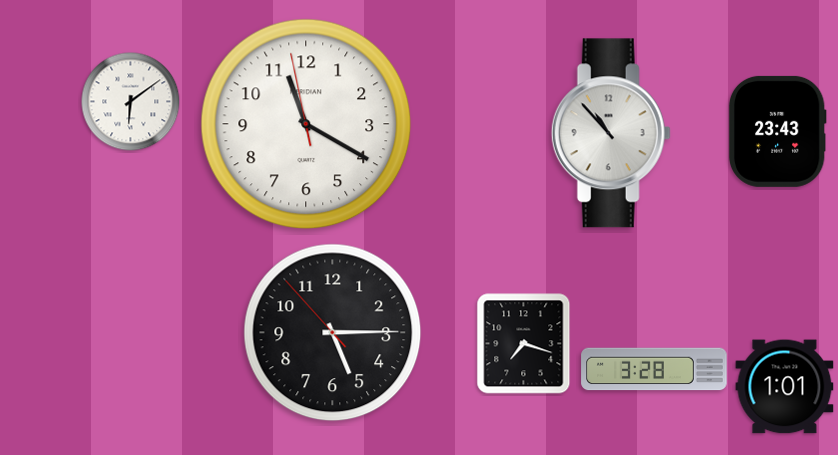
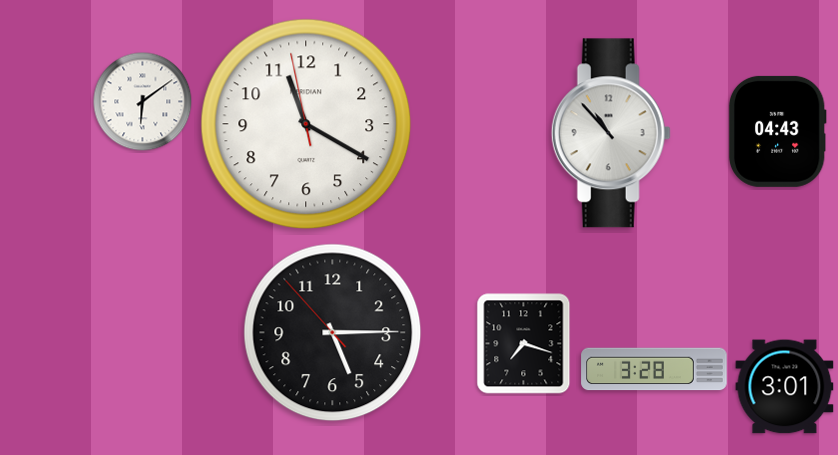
clock at (131, 102) position: (131, 102) -> (143, 102)
clock at (777, 131): 23:43 -> 04:43
clock at (785, 387): 1:01 -> 3:01
